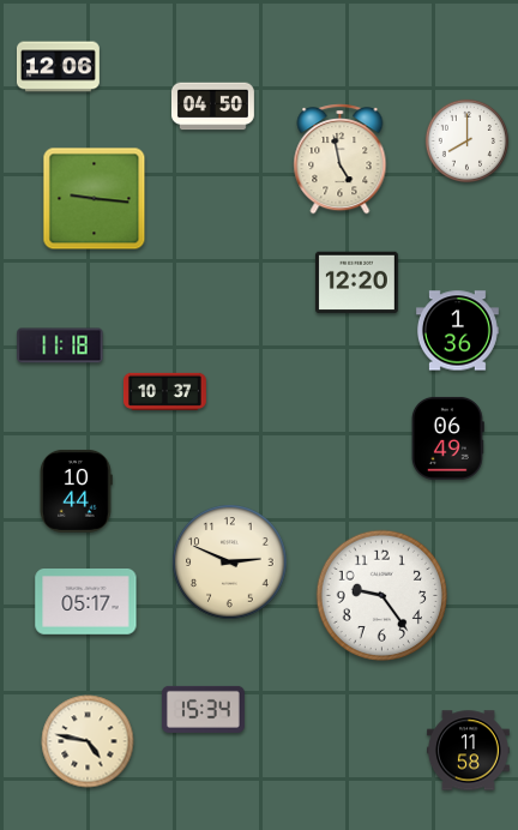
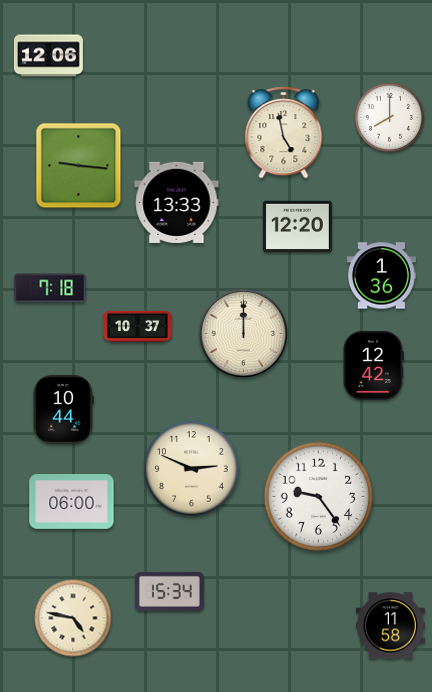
clock at (212, 107): 04:50 -> none
clock at (177, 202): none -> 13:33
clock at (356, 283) position: (356, 283) -> (297, 227)
clock at (60, 345): 11:18 -> 7:18
clock at (244, 334): none -> 12:00
clock at (447, 438): 06:49 -> 12:42
clock at (86, 602): 05:17 -> 06:00
